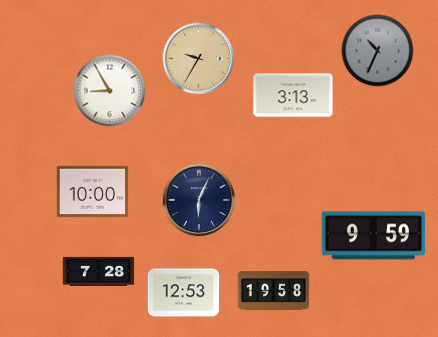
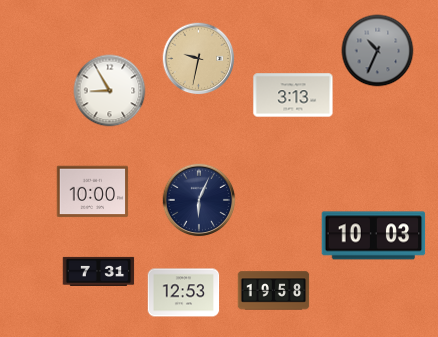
clock at (199, 59): 9:35 -> 9:32
clock at (374, 236): 9:59 -> 10:03
clock at (99, 271): 7:28 -> 7:31
